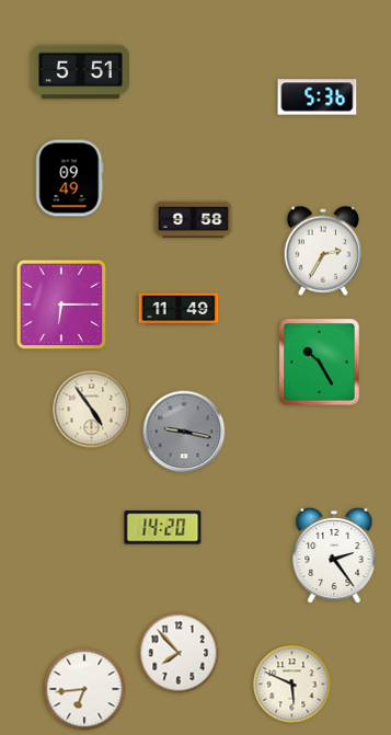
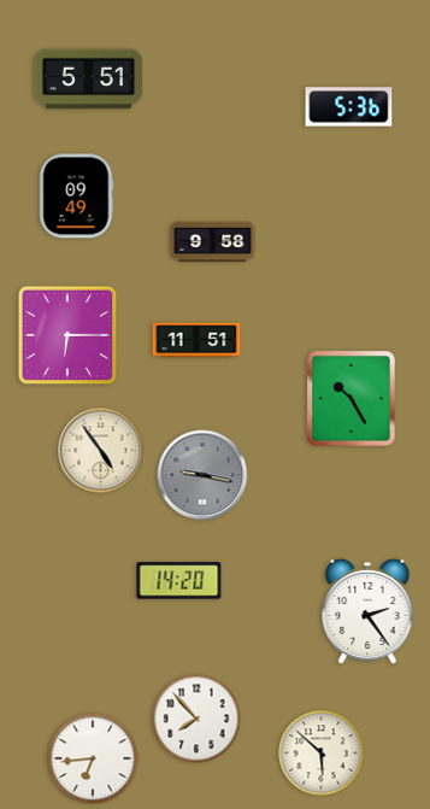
clock at (323, 251): 2:35 -> none
clock at (179, 309): 11:49 -> 11:51
clock at (292, 685): 5:49 -> 5:52
